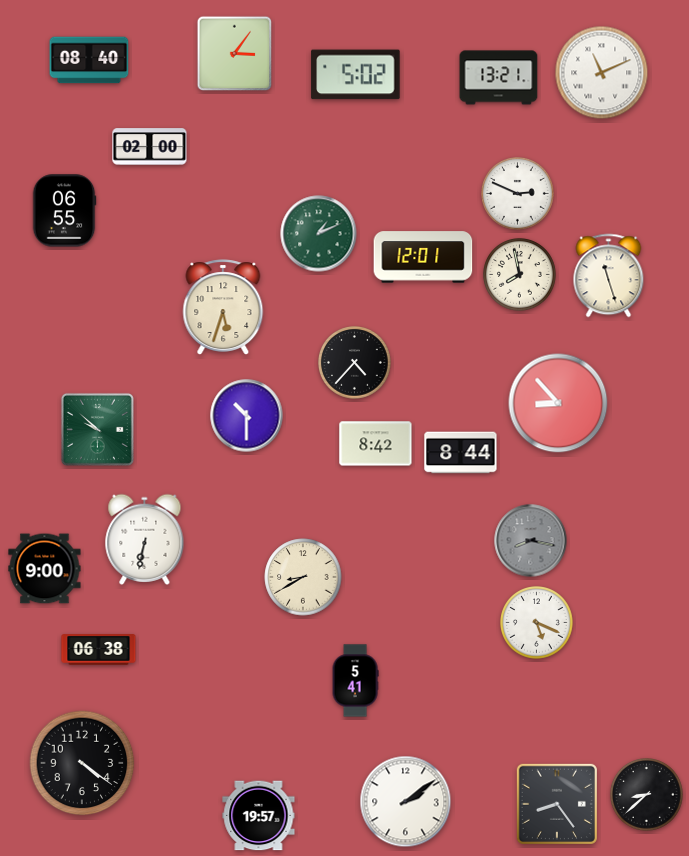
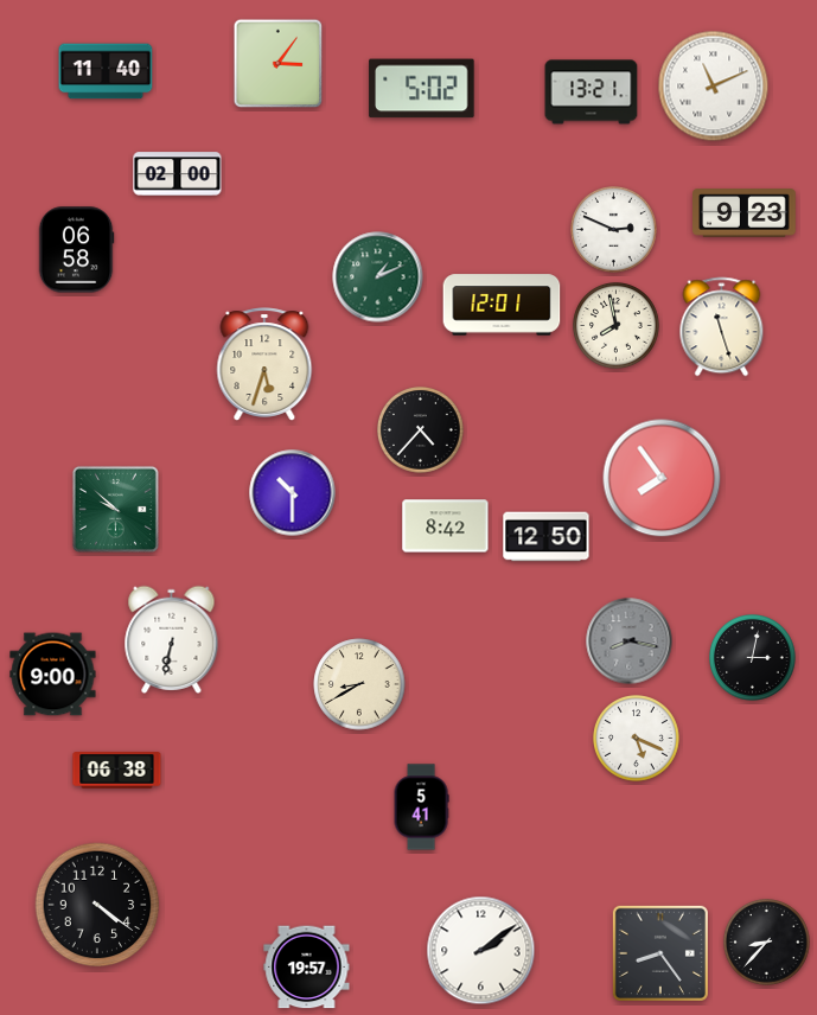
clock at (89, 60): 08:40 -> 11:40
clock at (745, 213): none -> 9:23
clock at (64, 211): 06:55 -> 06:58
clock at (558, 403): 8:53 -> 7:54
clock at (461, 453): 8:44 -> 12:50
clock at (753, 658): none -> 3:02
clock at (647, 795): 8:38 -> 8:37
